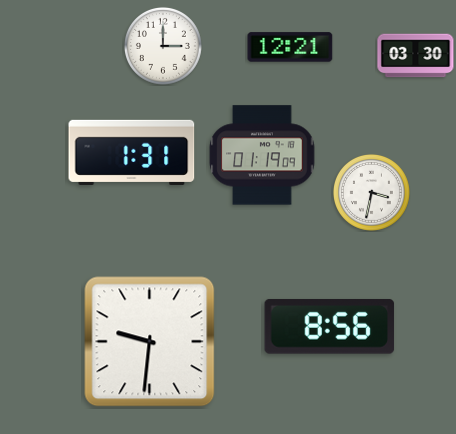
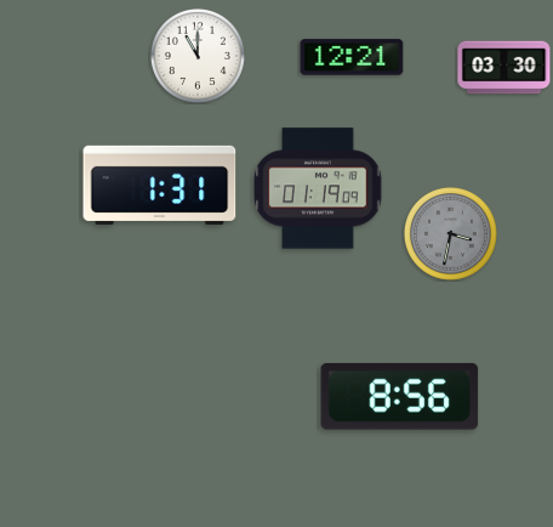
clock at (163, 46): 3:00 -> 11:00
clock at (371, 192) dial: white -> grey
clock at (150, 342): 9:31 -> none
